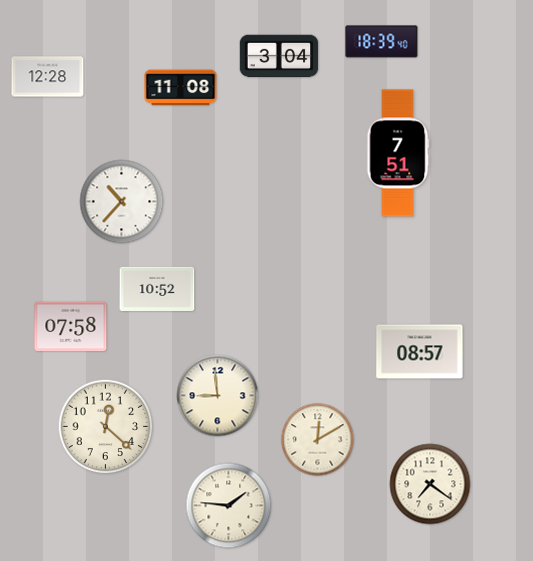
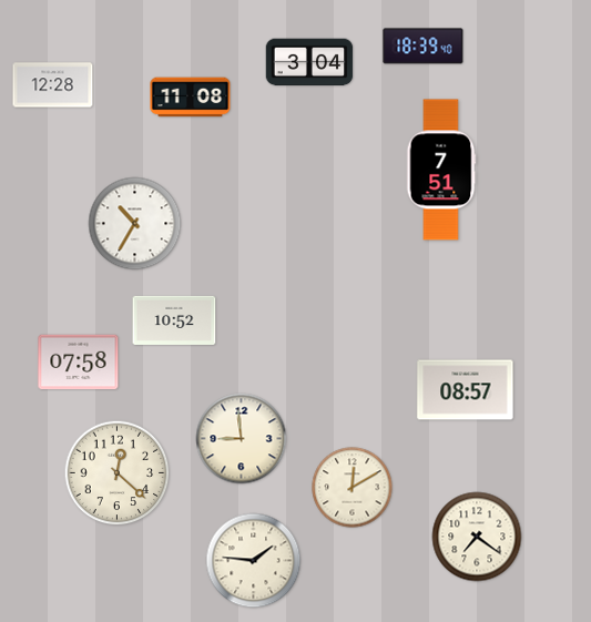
clock at (181, 88) position: (181, 88) -> (191, 98)
clock at (122, 202): 10:37 -> 10:35
